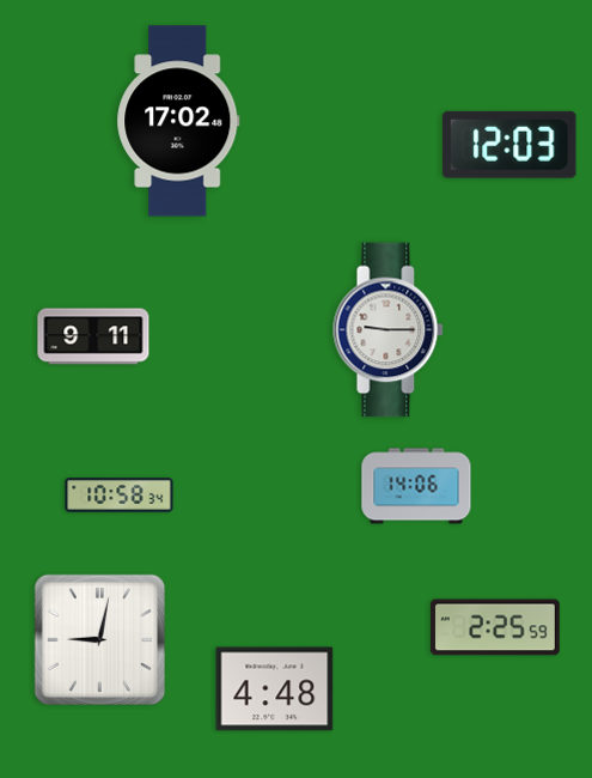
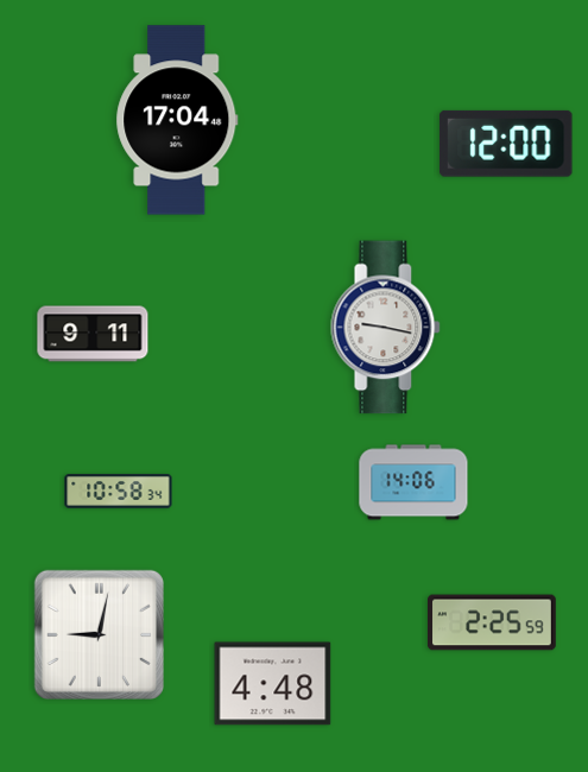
clock at (178, 121): 17:02 -> 17:04
clock at (509, 145): 12:03 -> 12:00
clock at (389, 330): 9:15 -> 9:17
